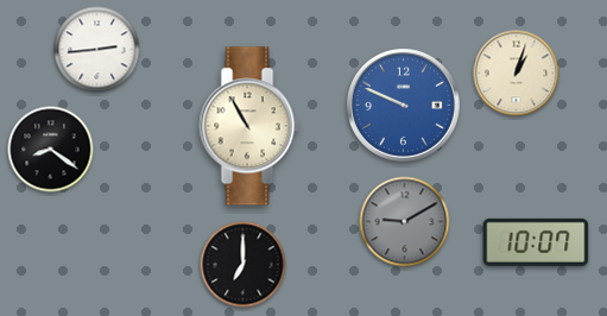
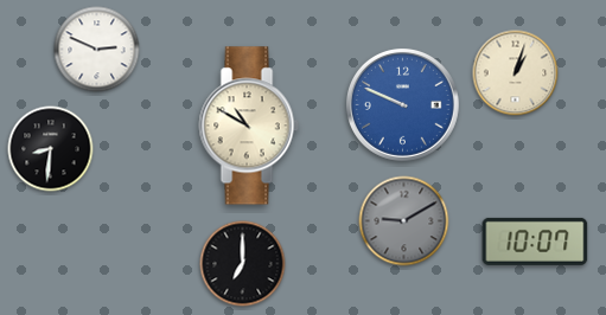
clock at (97, 50): 2:44 -> 2:49
clock at (249, 126): 10:55 -> 10:50
clock at (51, 150): 8:21 -> 8:31
